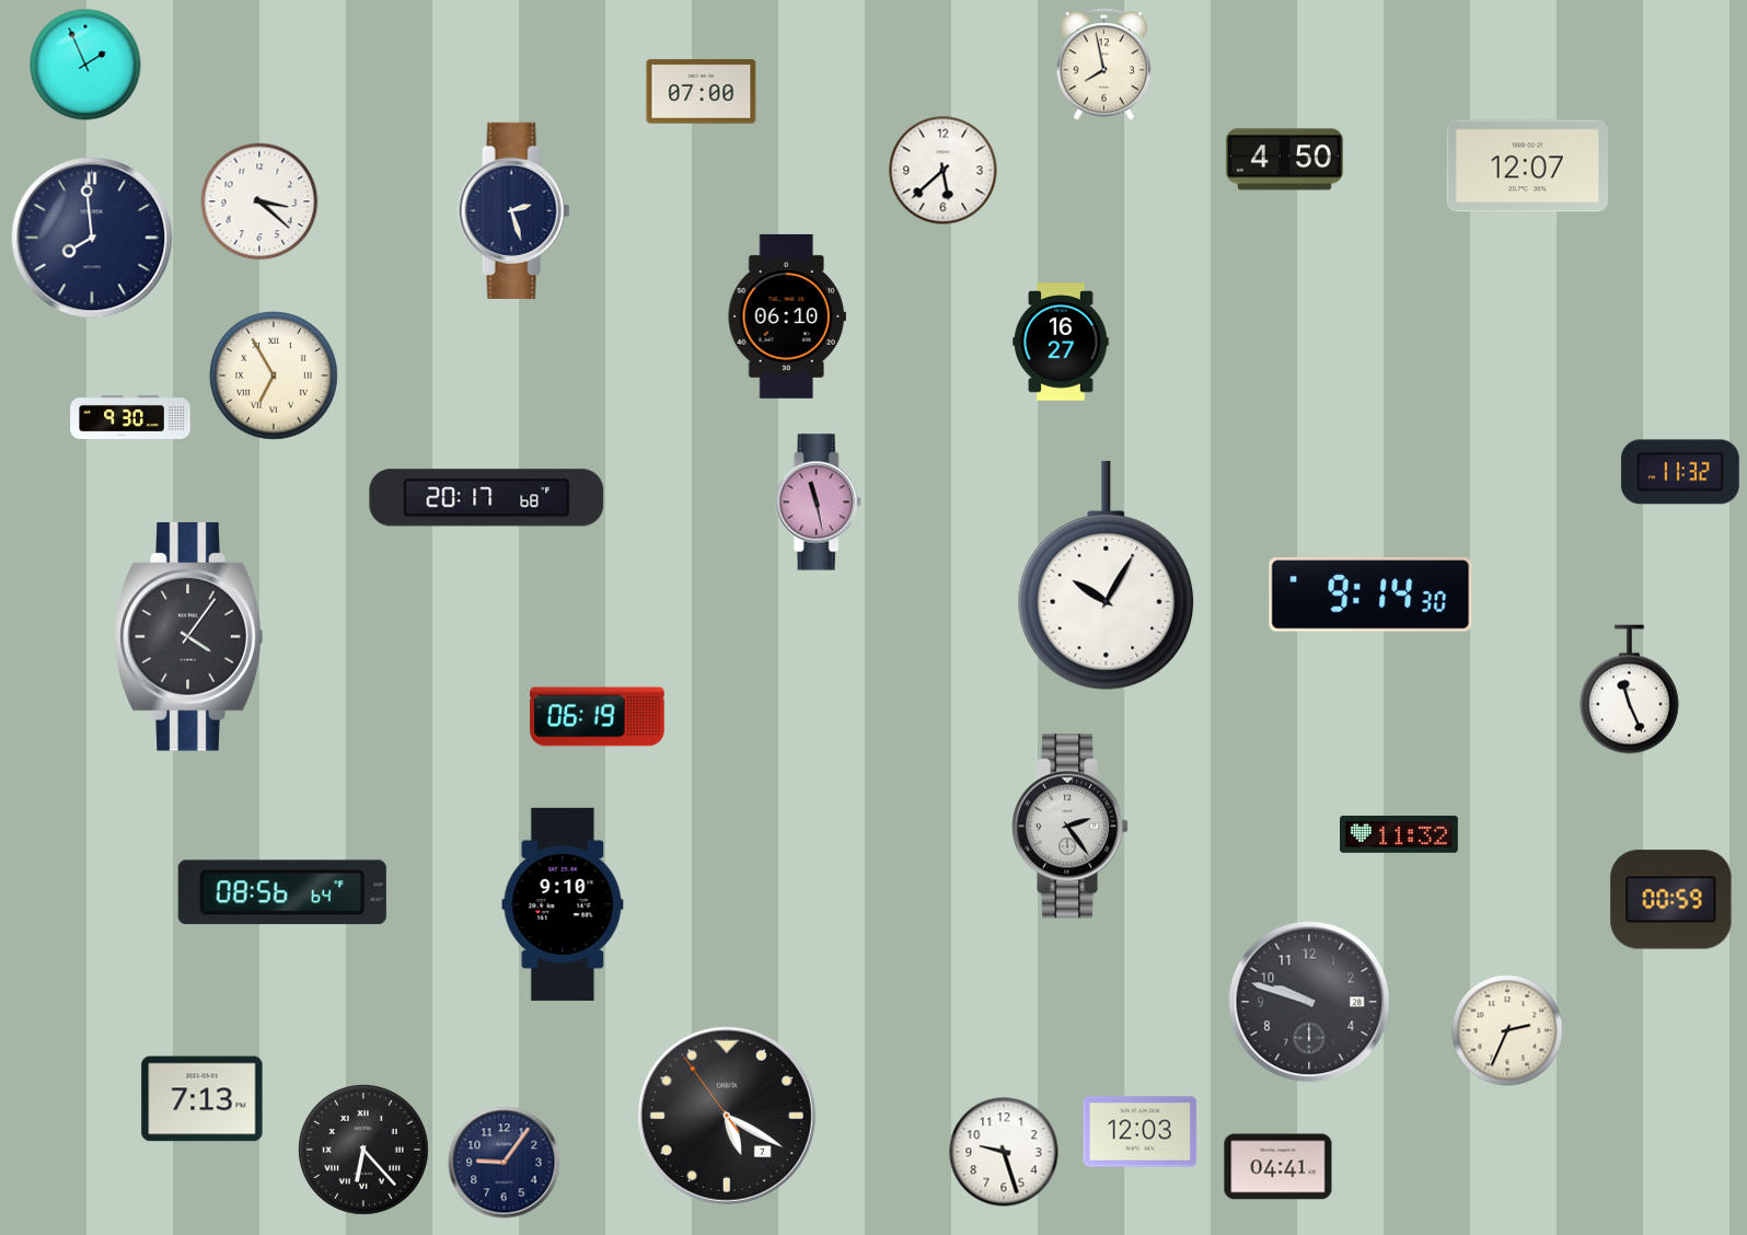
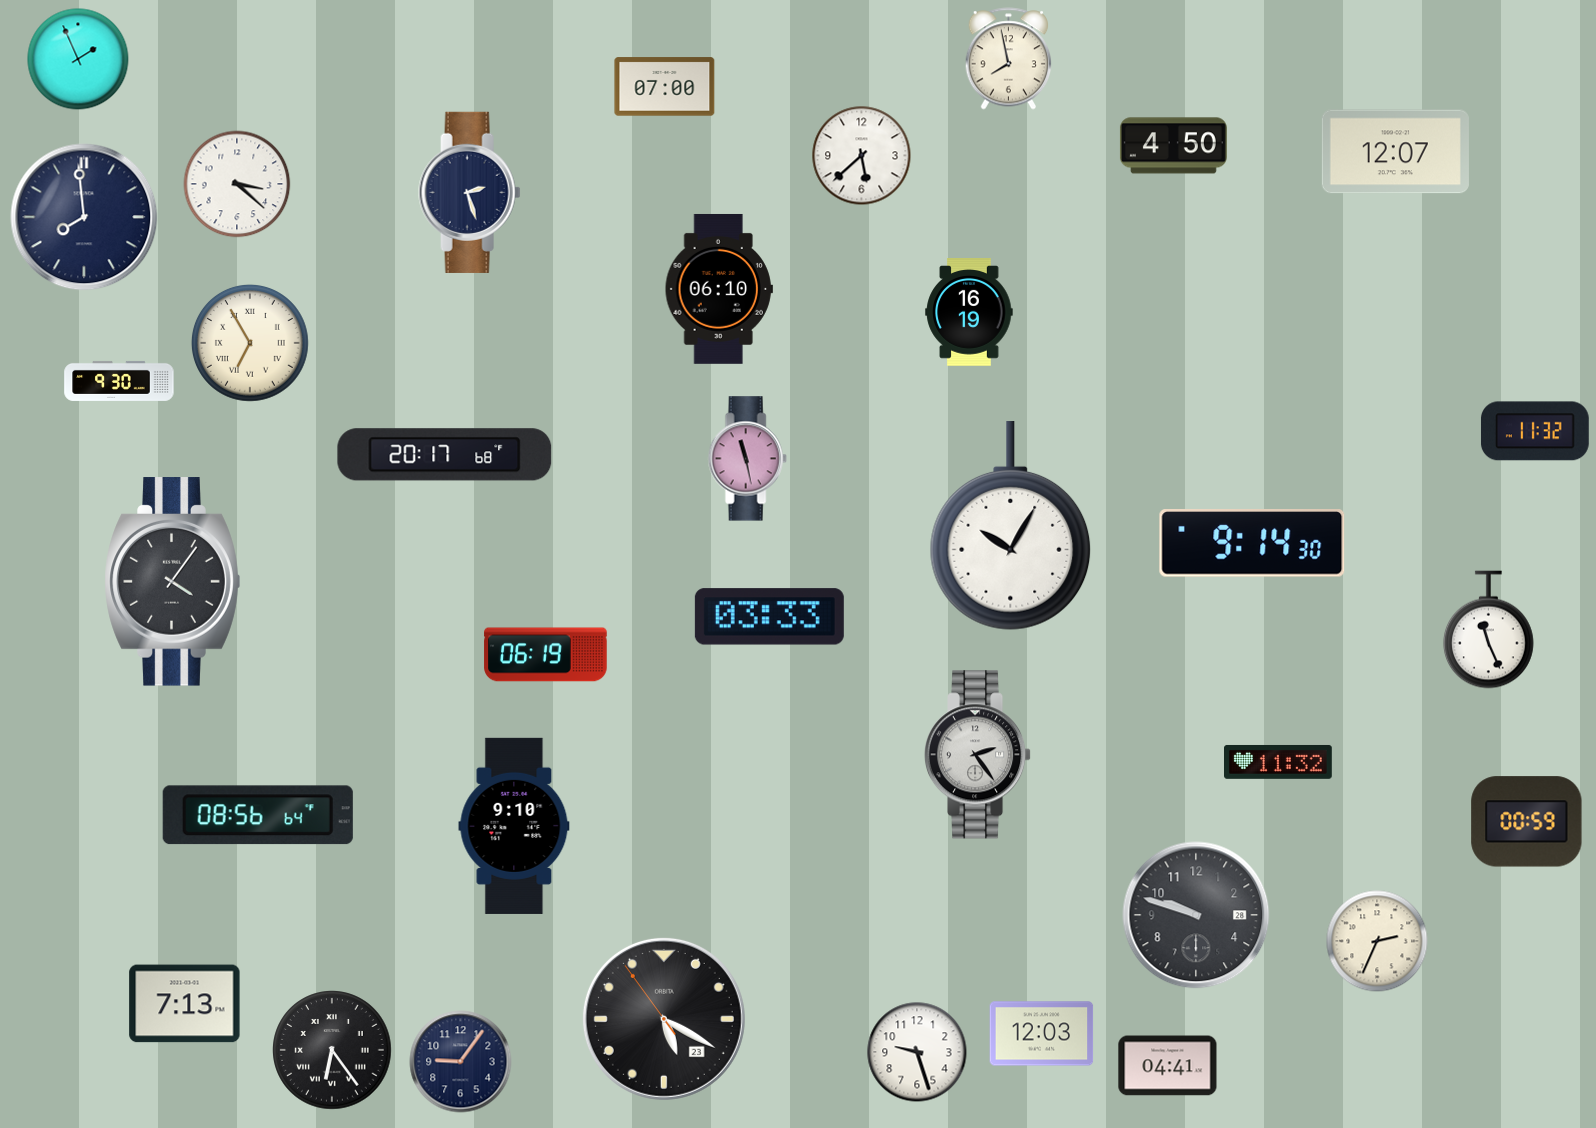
clock at (702, 92) position: (702, 92) -> (665, 87)
clock at (1061, 342): 16:27 -> 16:19
clock at (769, 617): none -> 03:33
clock at (727, 1116) date: 7 -> 23
clock at (363, 1150): 6:23 -> 6:24
